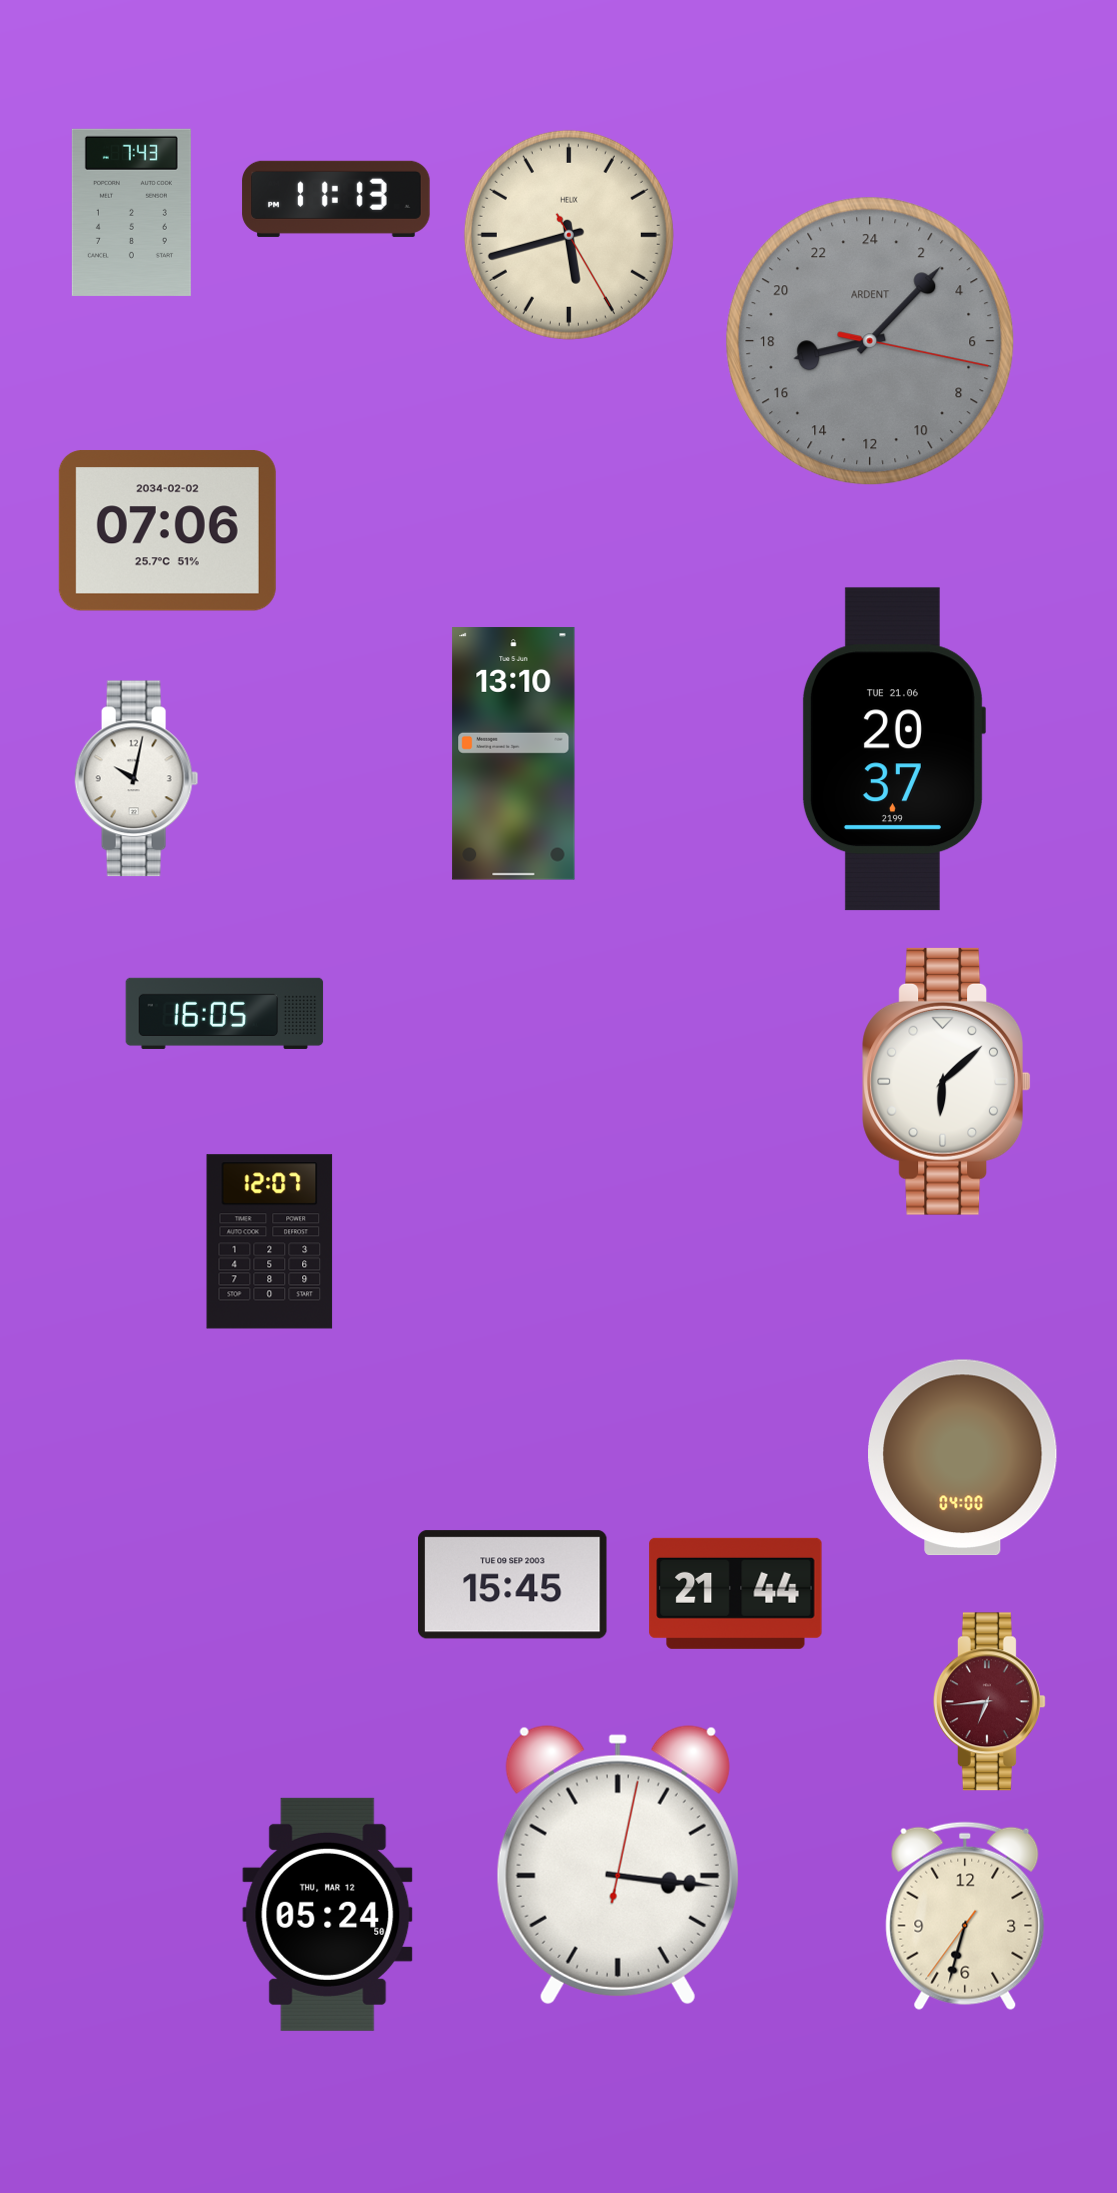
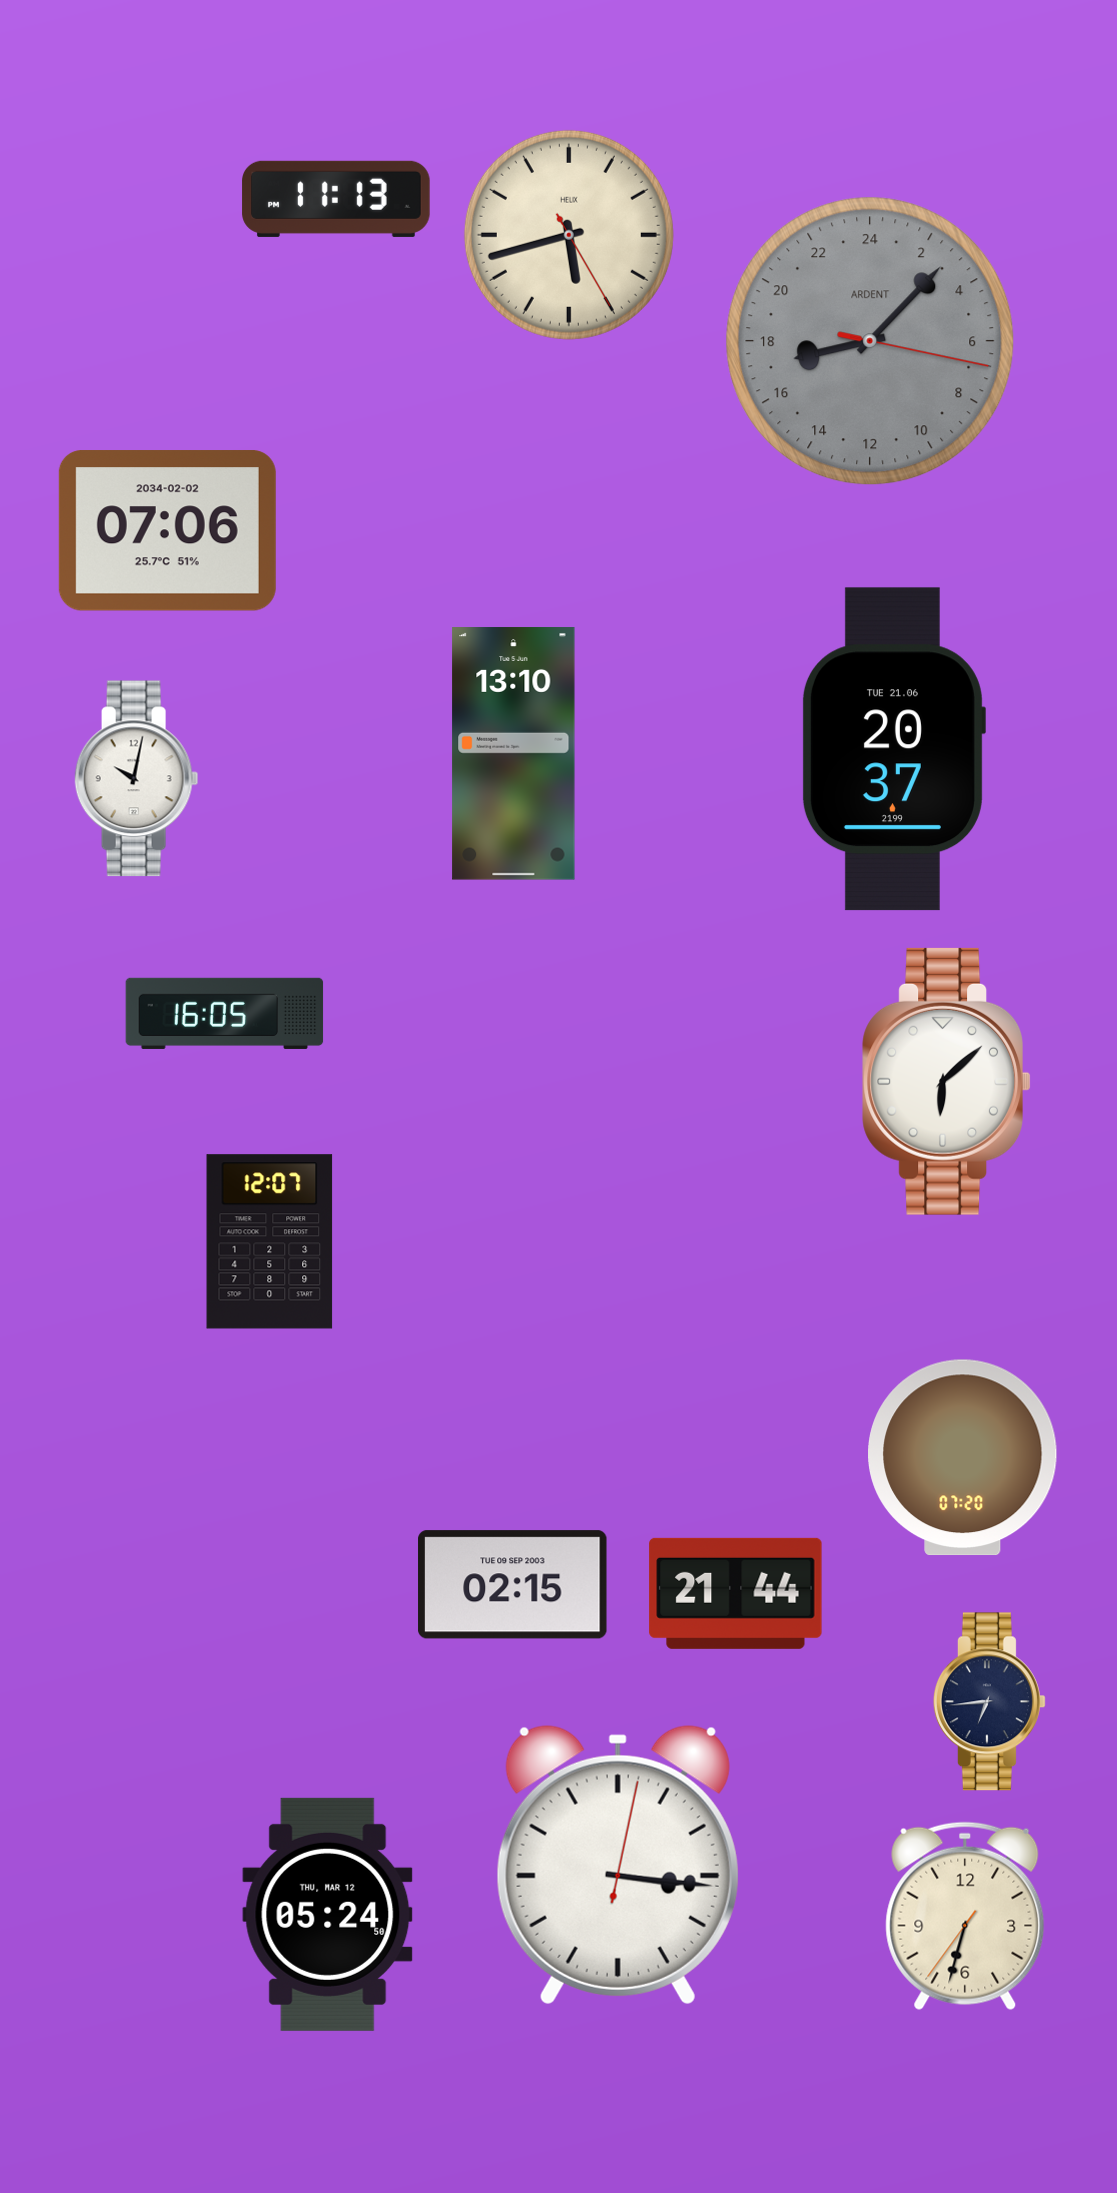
clock at (131, 212): 7:43 -> none
clock at (963, 1458): 04:00 -> 07:20
clock at (513, 1585): 15:45 -> 02:15
clock at (989, 1702) dial: burgundy -> navy
